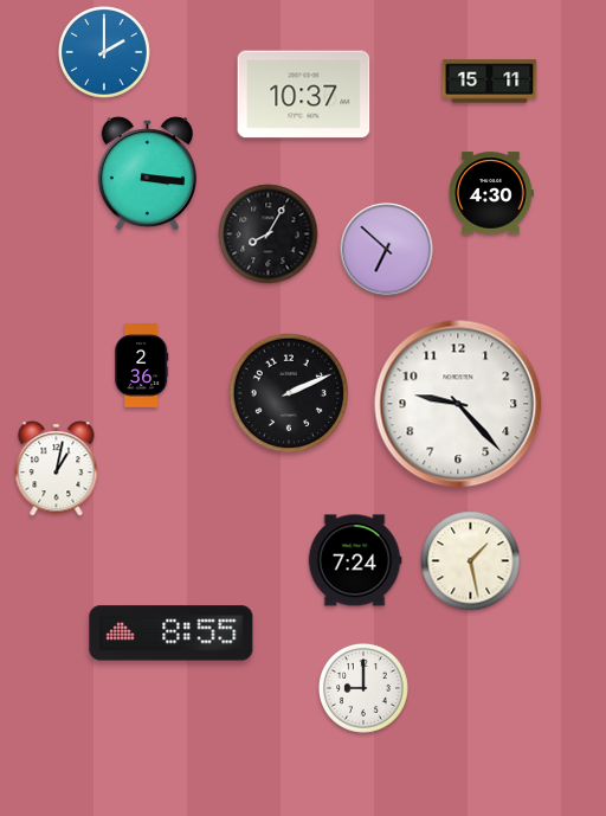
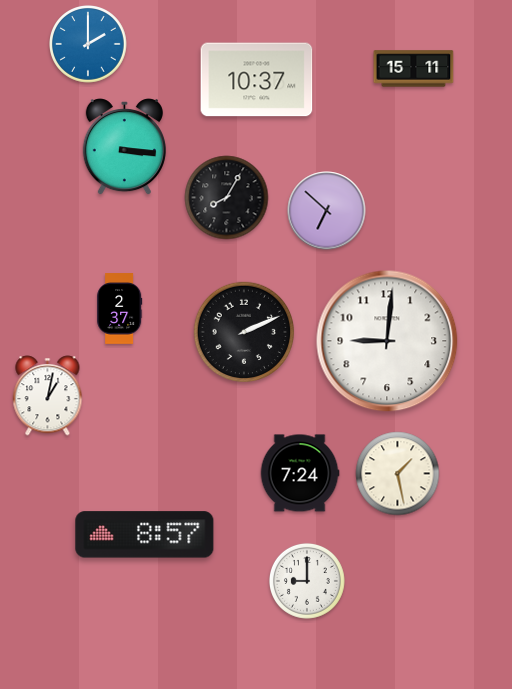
clock at (491, 193): 4:30 -> none
clock at (142, 366): 2:36 -> 2:37
clock at (458, 404): 9:23 -> 9:01
clock at (172, 634): 8:55 -> 8:57
